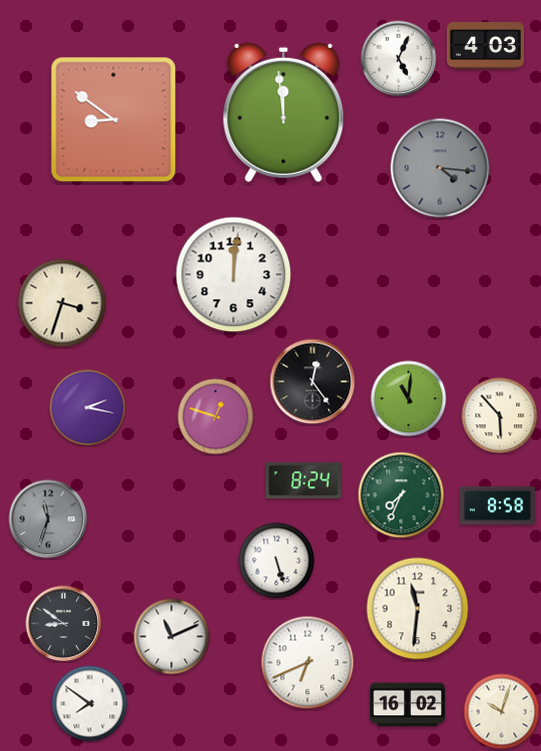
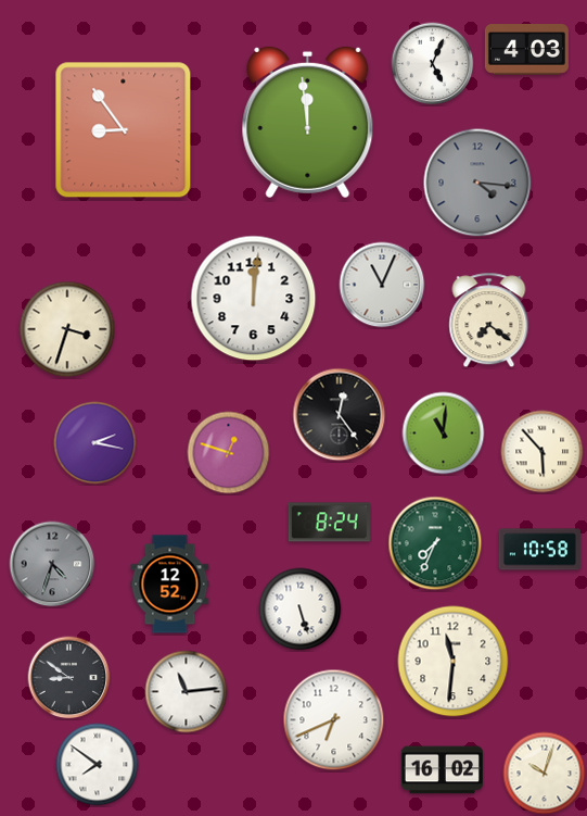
clock at (114, 120): 8:51 -> 8:54
clock at (382, 285): none -> 11:04
clock at (489, 321): none -> 7:21
clock at (216, 417) position: (216, 417) -> (229, 453)
clock at (401, 495) position: (401, 495) -> (435, 543)
clock at (497, 506): 8:58 -> 10:58
clock at (48, 519): 11:33 -> 4:33
clock at (170, 585): none -> 12:52
clock at (172, 637): 11:11 -> 11:14
clock at (407, 705) position: (407, 705) -> (442, 770)
